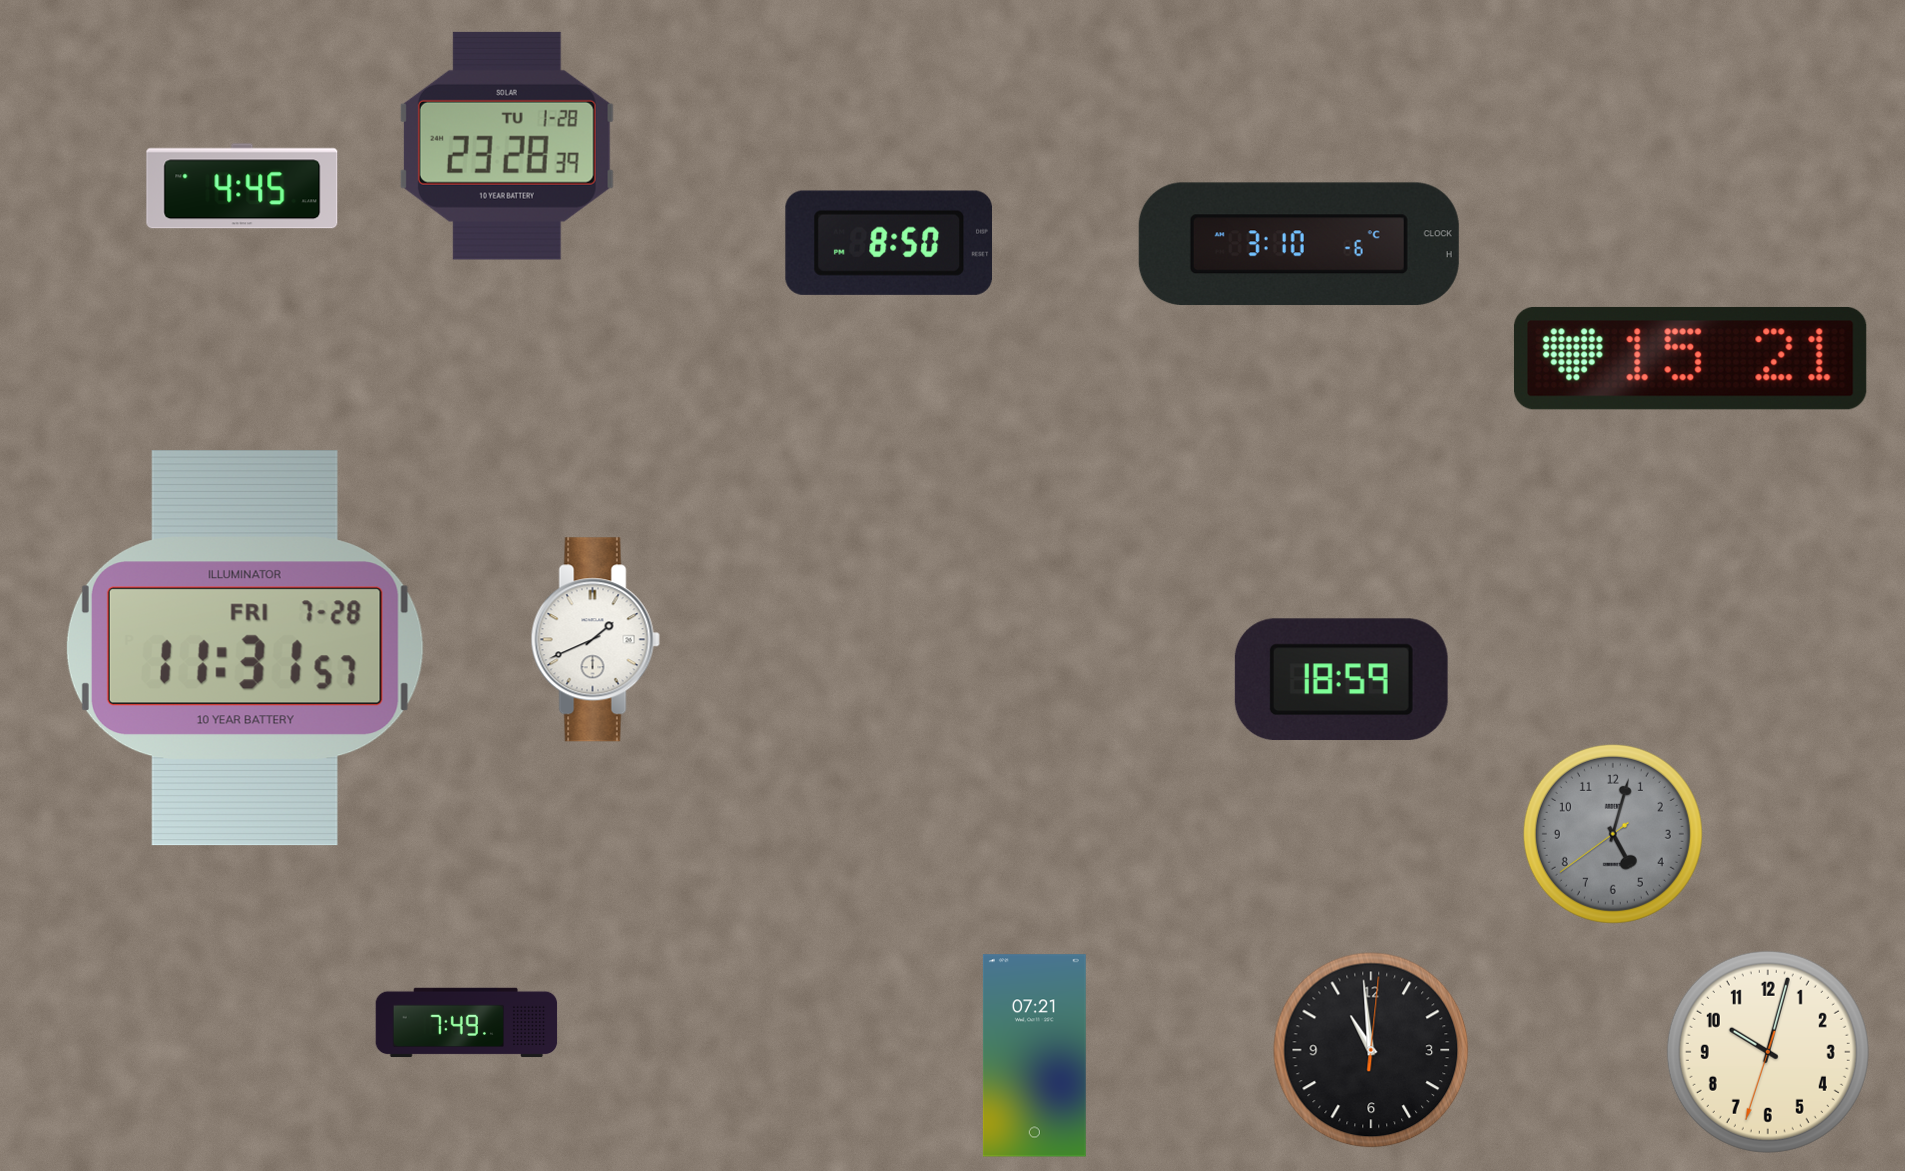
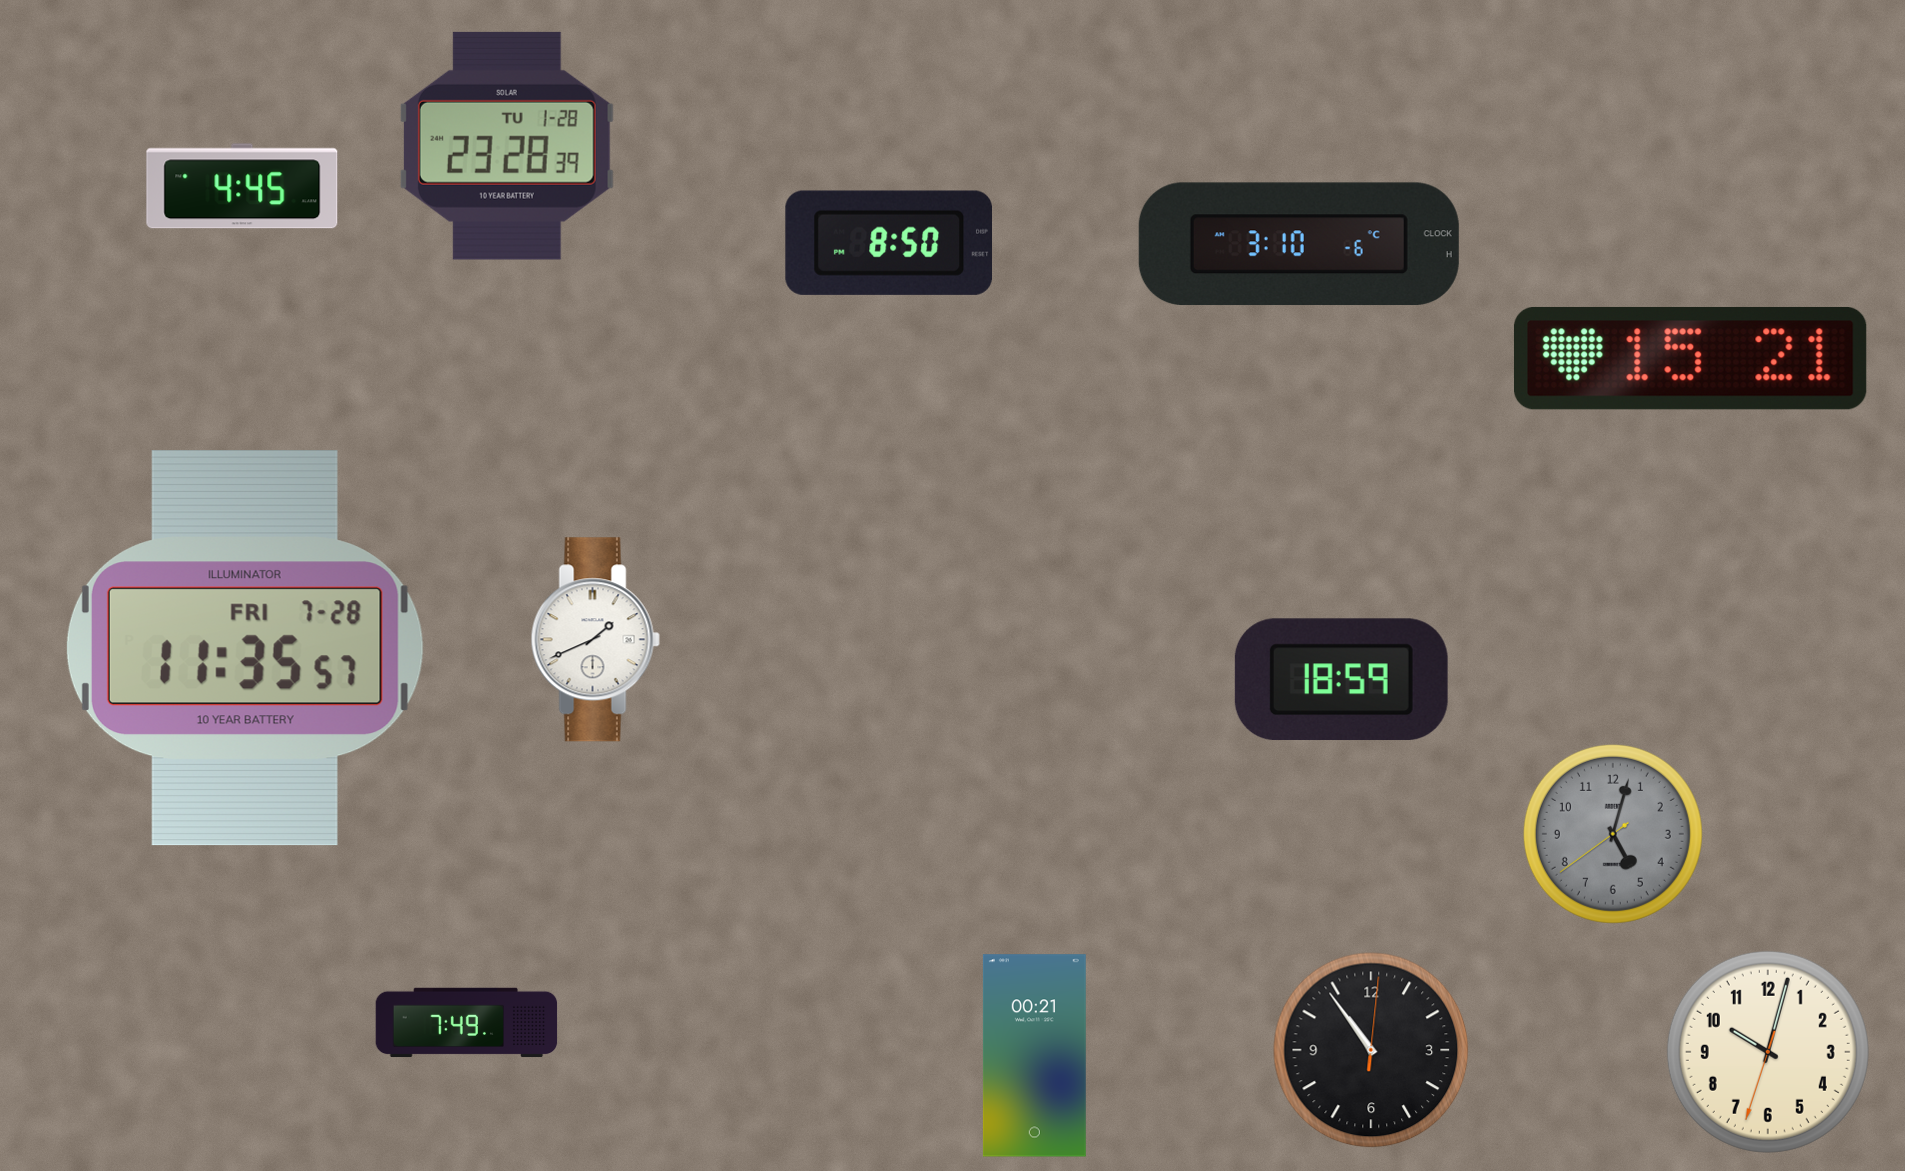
clock at (245, 648): 11:31 -> 11:35
clock at (1371, 1050): 10:59 -> 10:54
clock at (1034, 1056): 07:21 -> 00:21
